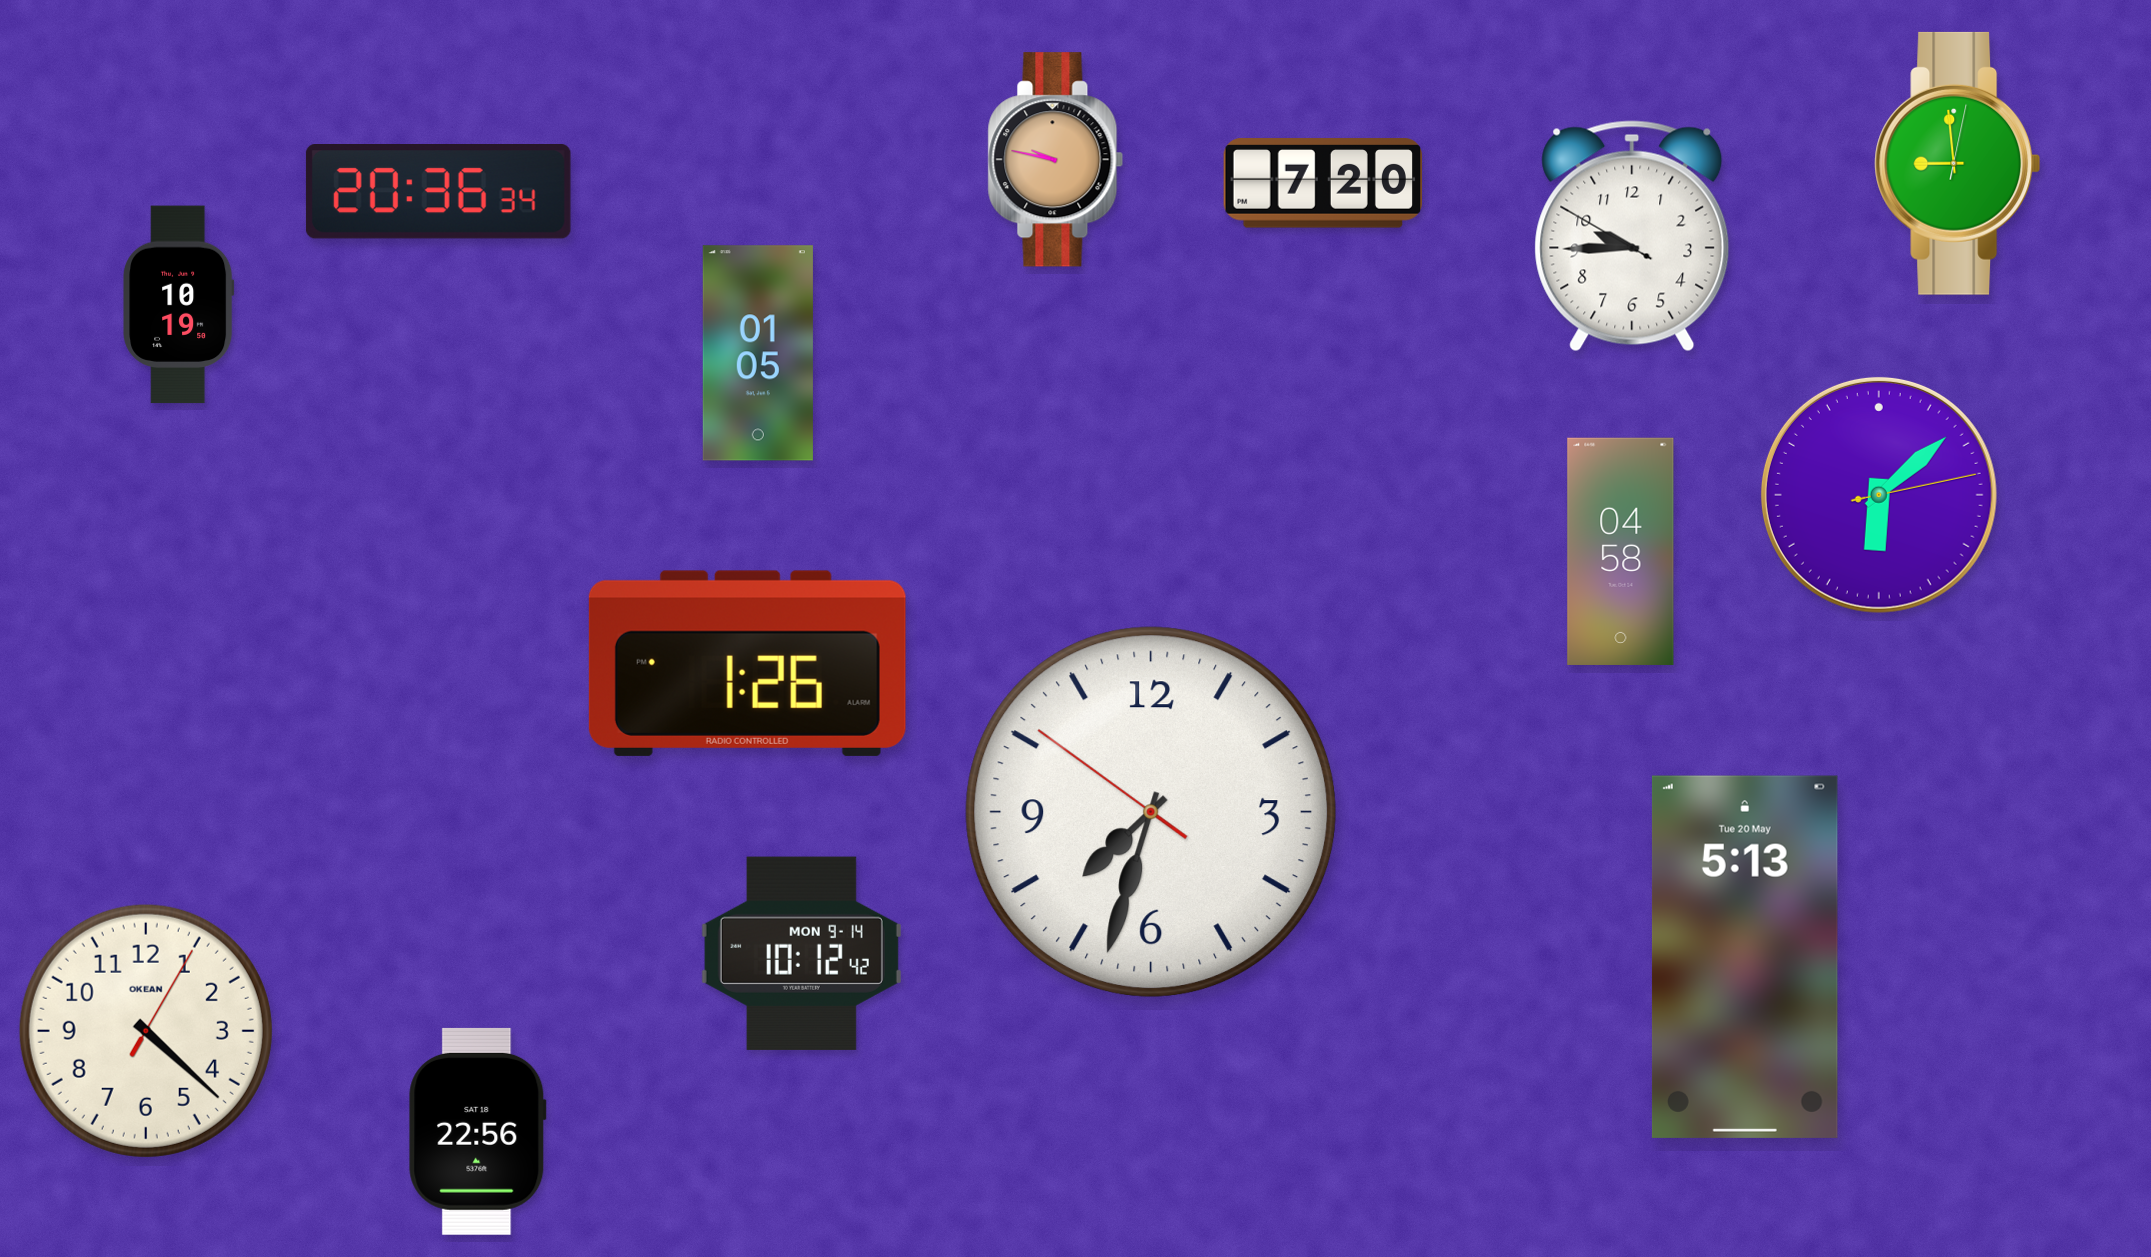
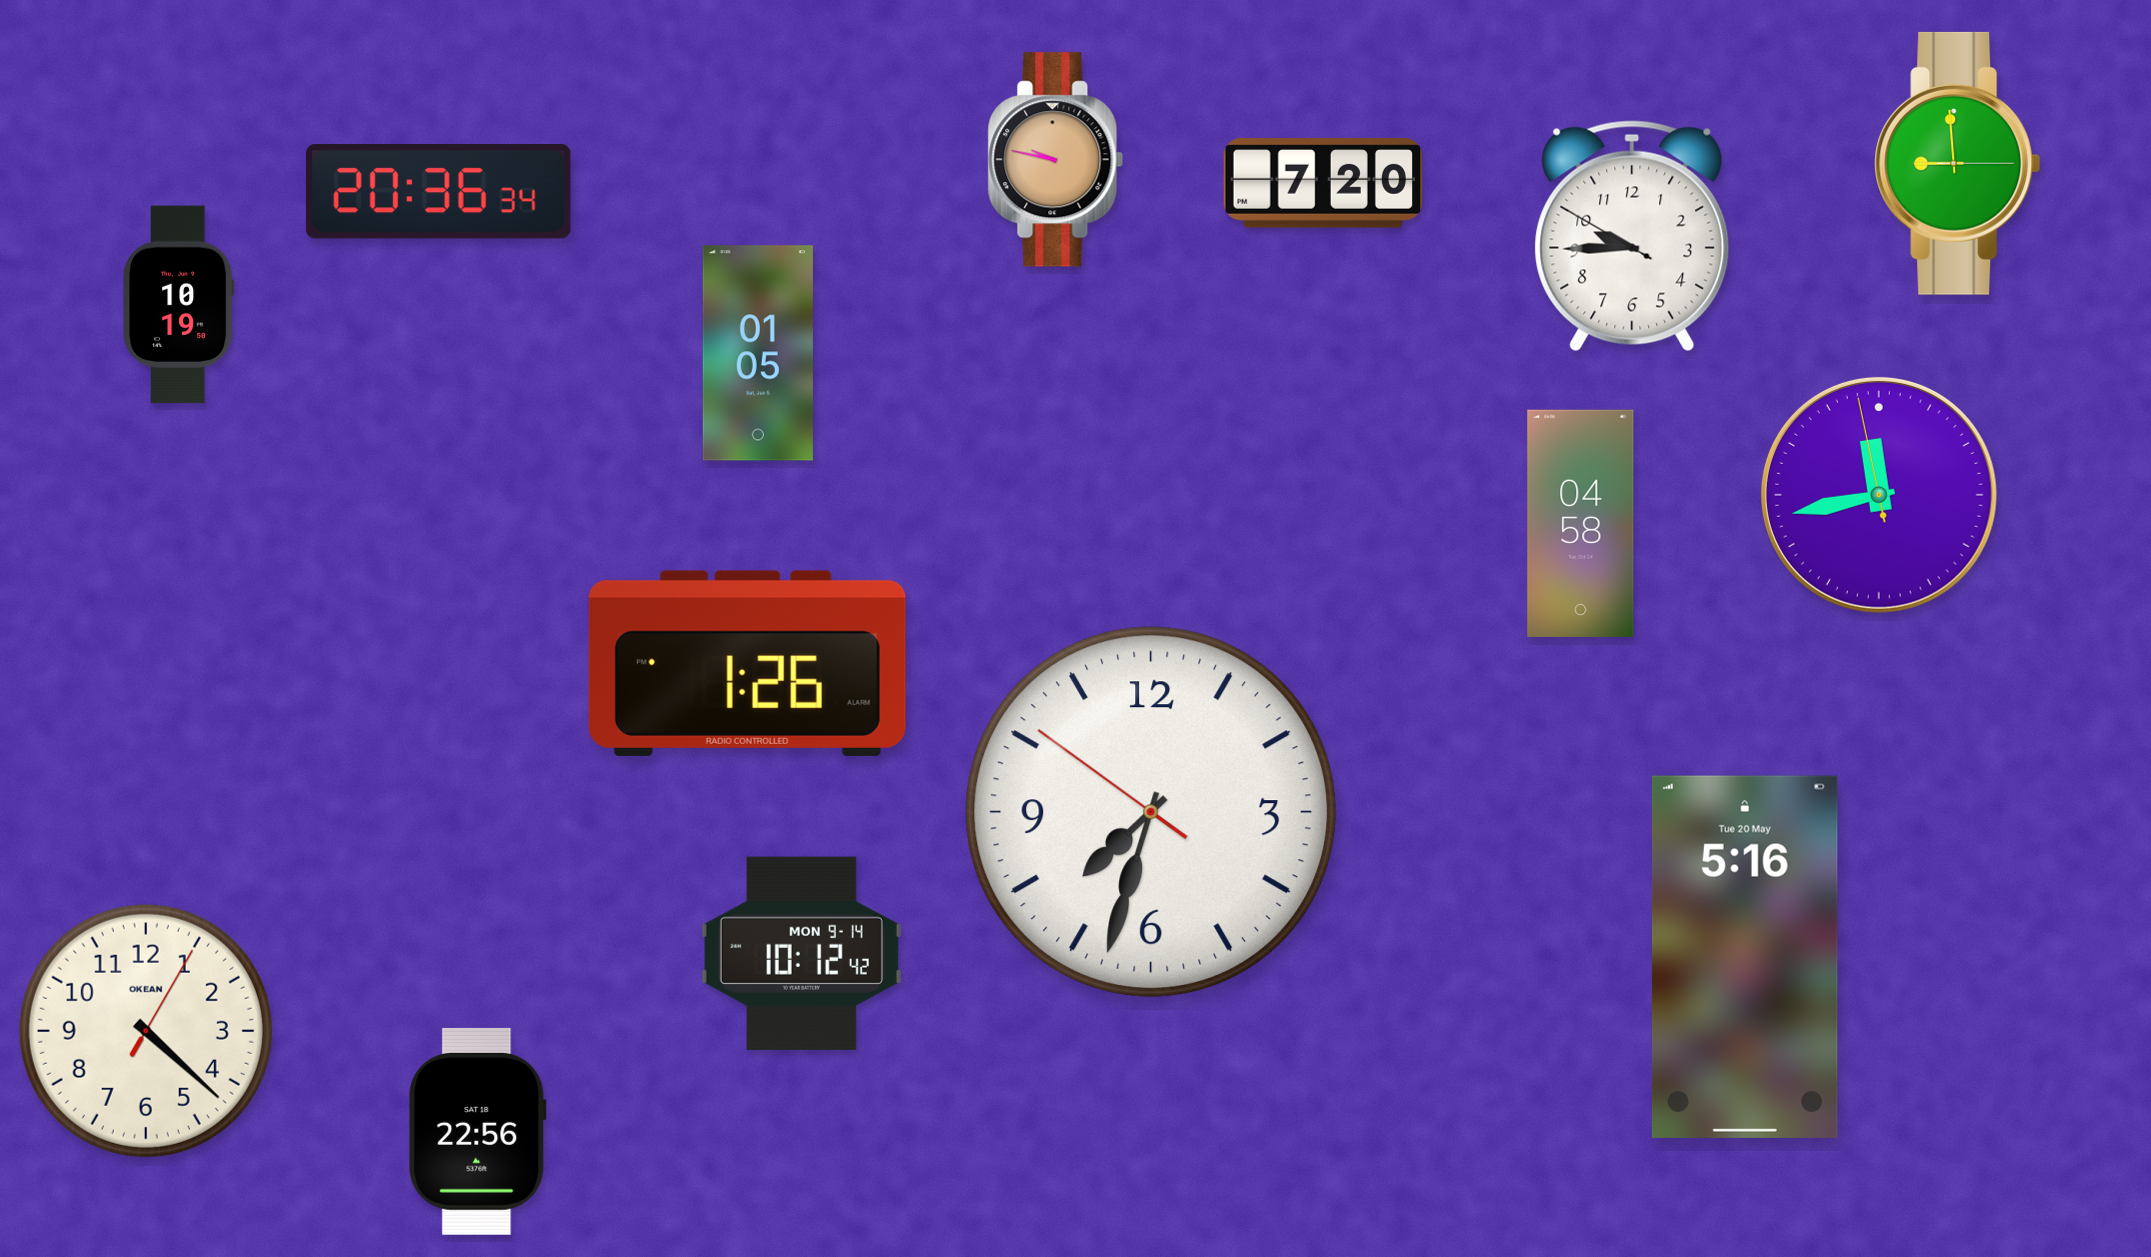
clock at (1958, 163): 8:59:02 -> 8:59:15
clock at (1879, 495): 6:08 -> 11:42
clock at (1621, 551) position: (1621, 551) -> (1581, 523)
clock at (1745, 957): 5:13 -> 5:16
